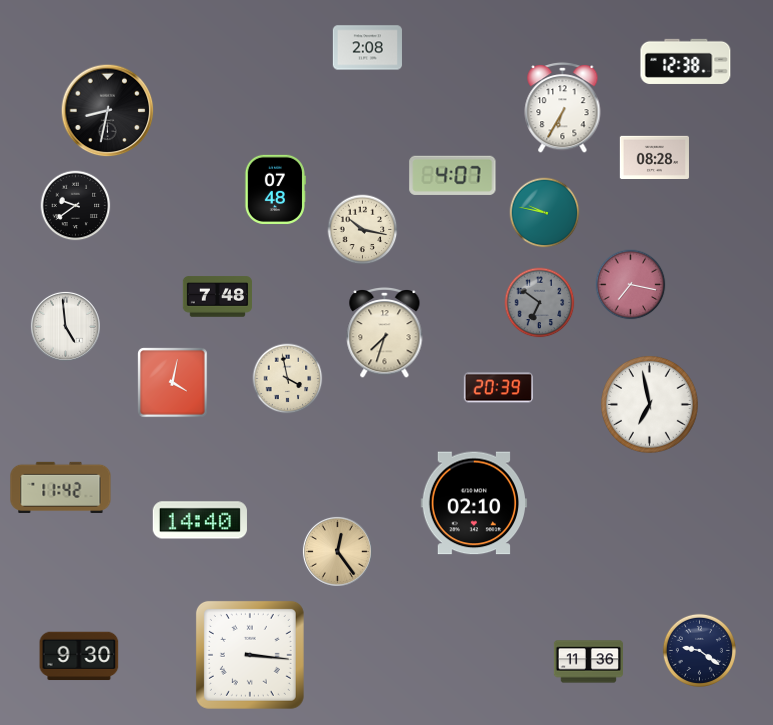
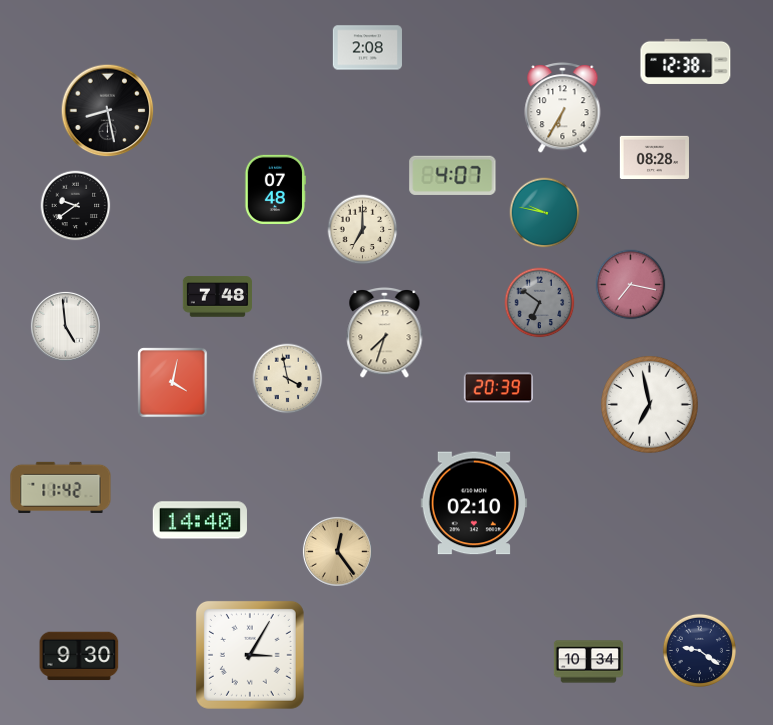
clock at (108, 111): 8:32 -> 8:28
clock at (363, 230): 10:17 -> 7:00
clock at (250, 655): 3:16 -> 3:05
clock at (588, 662): 11:36 -> 10:34
